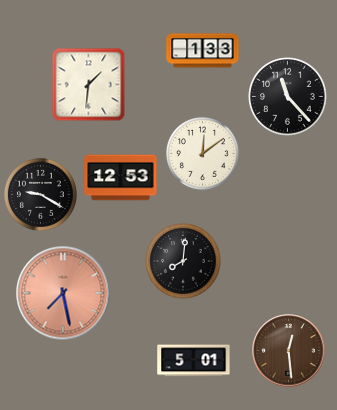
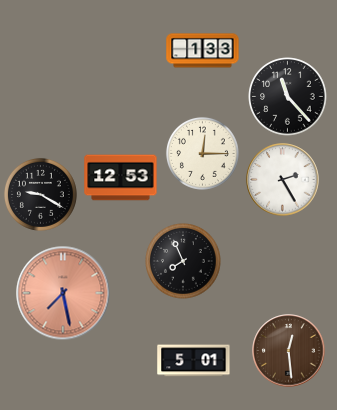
clock at (89, 85): 1:31 -> none
clock at (202, 153): 12:09 -> 12:15
clock at (283, 180): none -> 2:25
clock at (183, 261): 8:01 -> 7:56
